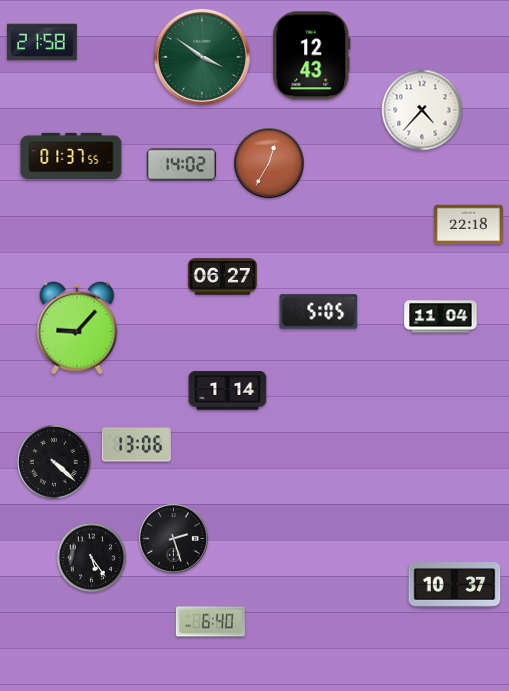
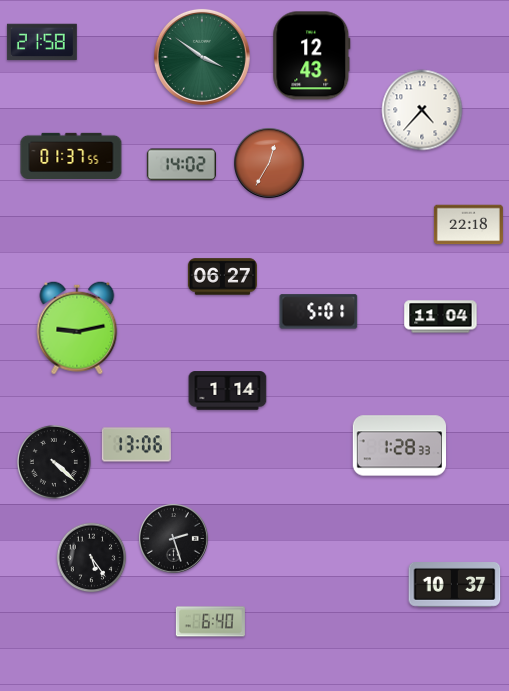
clock at (319, 312): 5:05 -> 5:01
clock at (77, 328): 9:07 -> 9:13
clock at (399, 446): none -> 1:28
